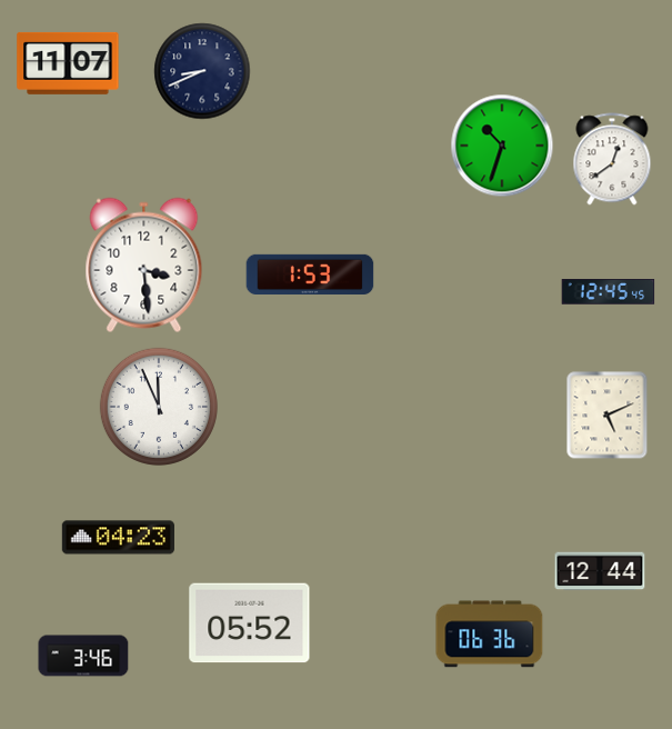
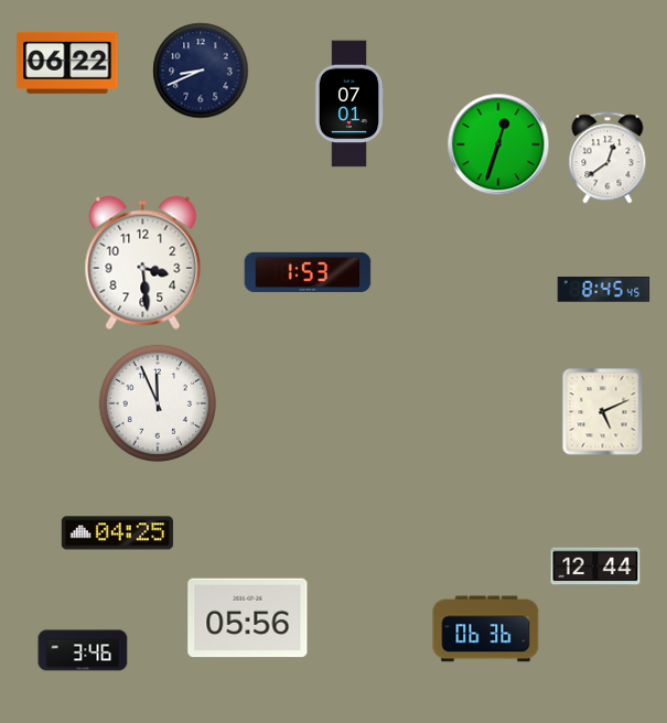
clock at (68, 63): 11:07 -> 06:22
clock at (349, 104): none -> 07:01
clock at (502, 146): 10:33 -> 12:33
clock at (609, 292): 12:45 -> 8:45
clock at (118, 538): 04:23 -> 04:25
clock at (250, 623): 05:52 -> 05:56
